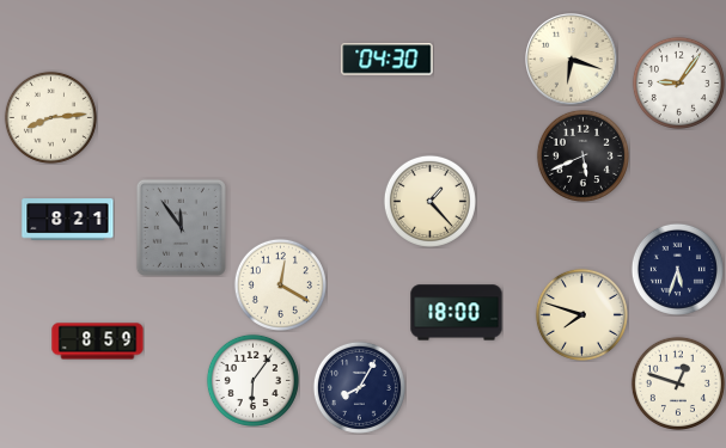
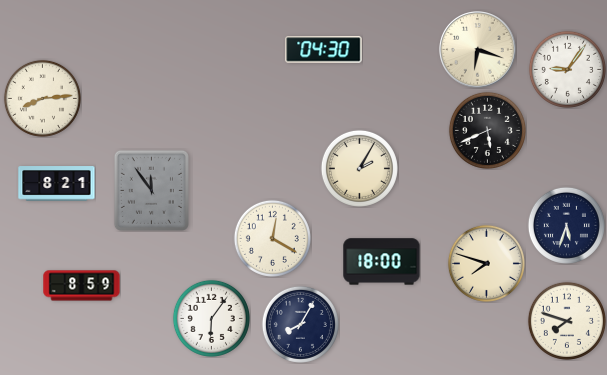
clock at (429, 201): 1:23 -> 2:05
clock at (280, 284) position: (280, 284) -> (272, 238)
clock at (678, 383): 12:48 -> 7:48
